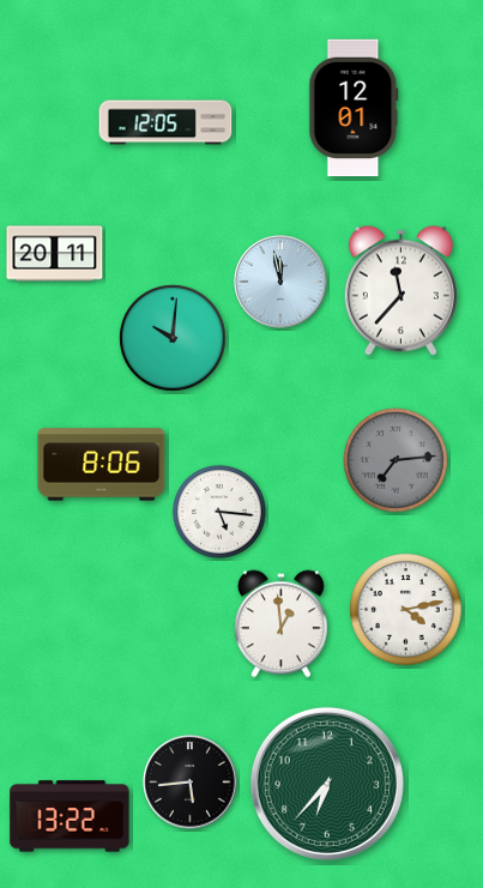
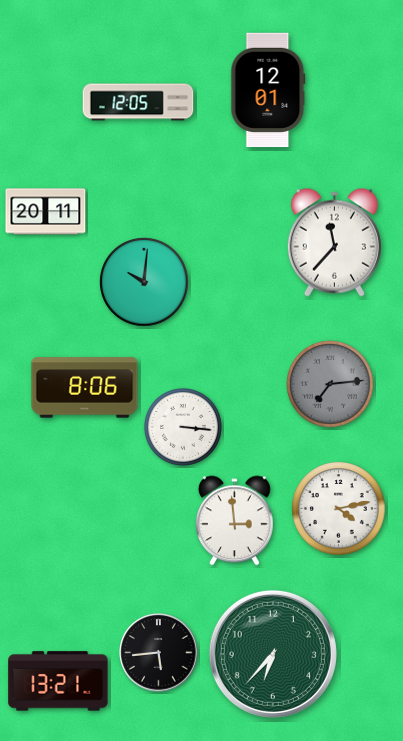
clock at (354, 108) position: (354, 108) -> (268, 90)
clock at (280, 282): 11:58 -> none
clock at (219, 512): 5:16 -> 3:16
clock at (280, 624): 12:59 -> 2:59
clock at (70, 816): 13:22 -> 13:21
